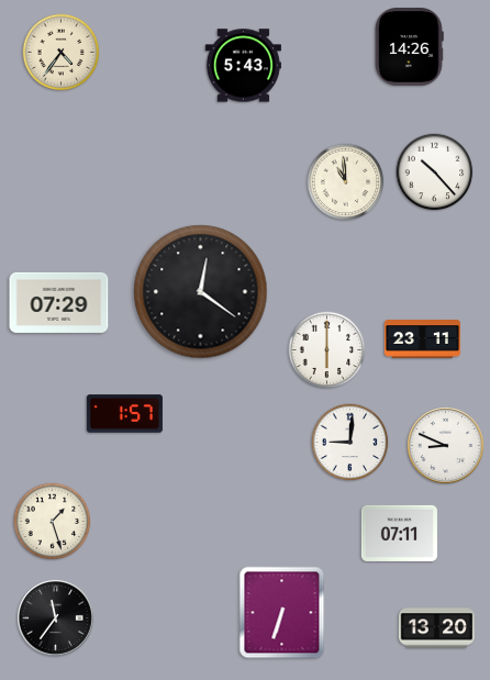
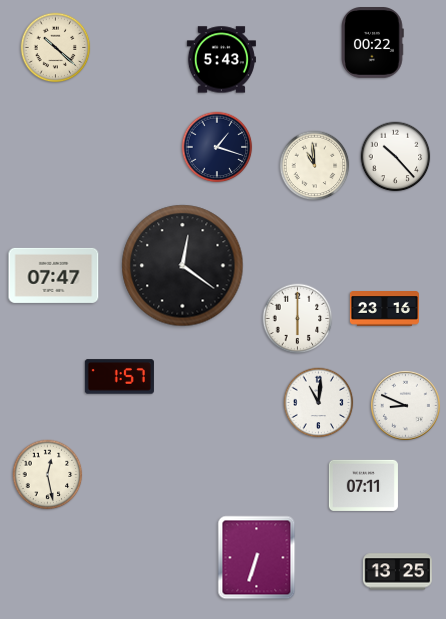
clock at (410, 47): 14:26 -> 00:22
clock at (62, 53): 4:36 -> 10:22
clock at (217, 147): none -> 1:18
clock at (59, 302): 07:29 -> 07:47
clock at (422, 339): 23:11 -> 23:16
clock at (124, 414) position: (124, 414) -> (119, 377)
clock at (350, 443): 9:01 -> 11:01
clock at (53, 522): 1:27 -> 12:28
clock at (55, 617): 11:36 -> none
clock at (436, 628): 13:20 -> 13:25
